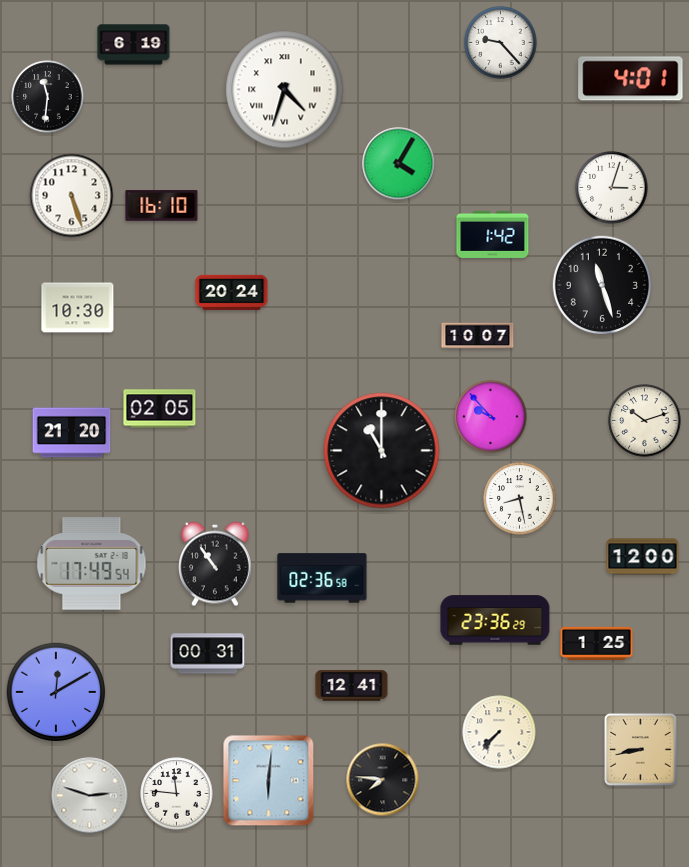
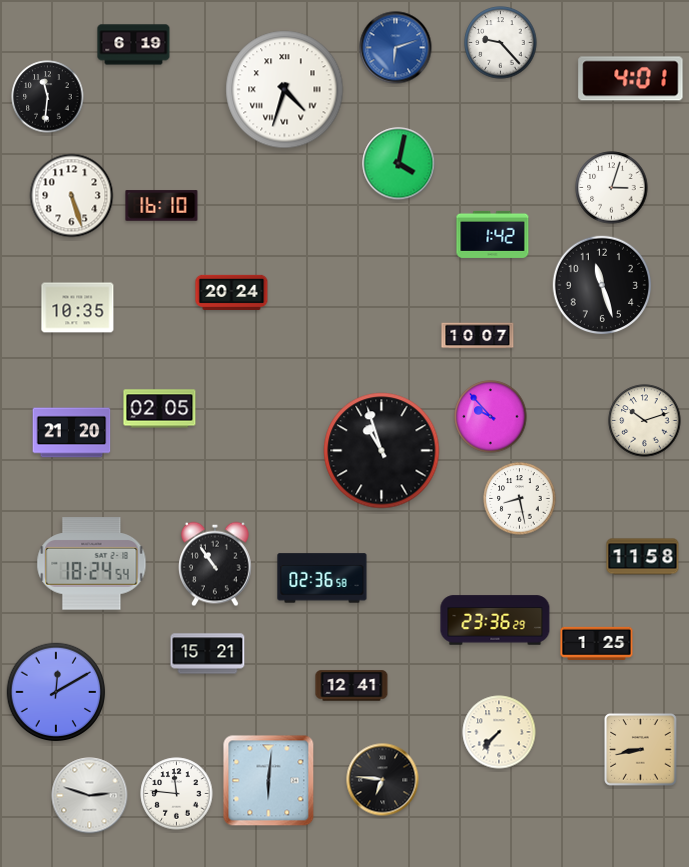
clock at (396, 48): none -> 6:12
clock at (399, 164): 4:05 -> 4:02
clock at (78, 308): 10:30 -> 10:35
clock at (382, 451): 11:00 -> 10:57
clock at (643, 557): 12:00 -> 11:58
clock at (92, 564): 17:49 -> 18:24
clock at (208, 654): 00:31 -> 15:21
clock at (383, 780): 7:46 -> 6:46
